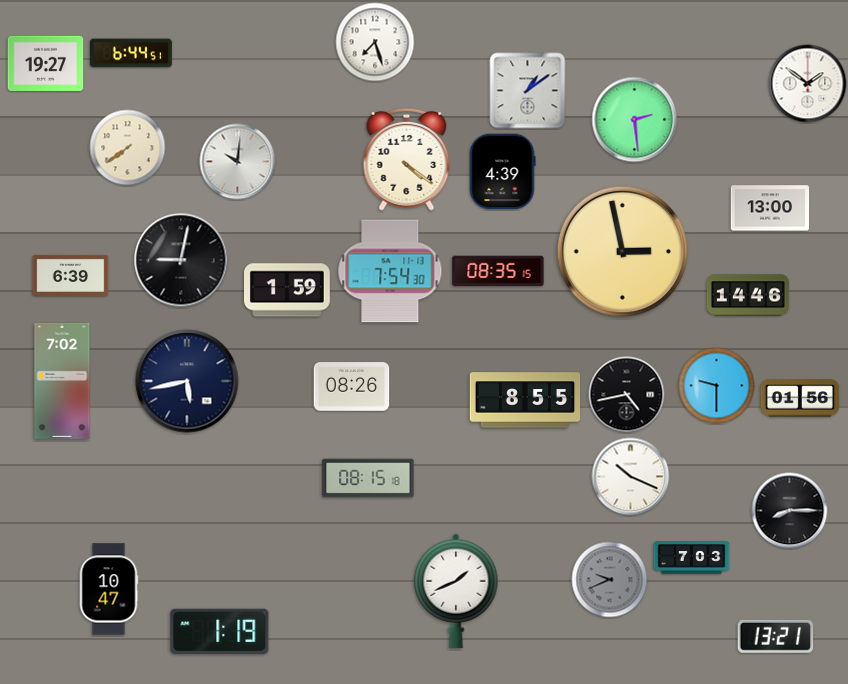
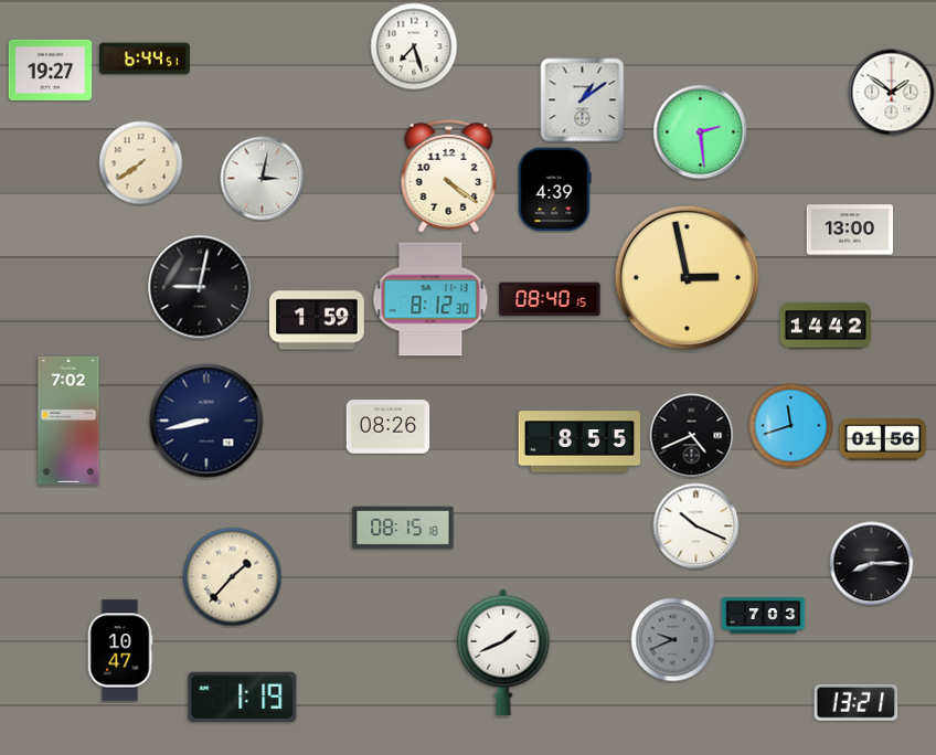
clock at (238, 162): 10:01 -> 3:02
clock at (390, 271): 7:54 -> 8:12
clock at (498, 271): 08:35 -> 08:40
clock at (71, 275): 6:39 -> none
clock at (748, 295): 14:46 -> 14:42
clock at (187, 381): 5:43 -> 8:43
clock at (717, 386): 9:30 -> 11:42
clock at (627, 395): 4:43 -> 4:41
clock at (368, 478) position: (368, 478) -> (403, 528)
clock at (233, 577): none -> 1:37
